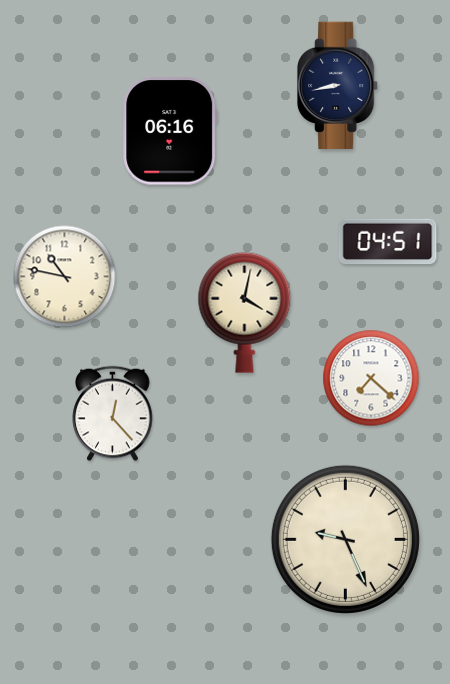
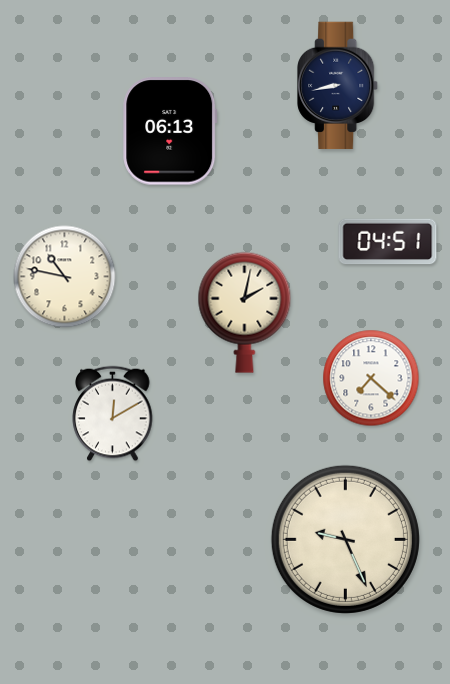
clock at (170, 131): 06:16 -> 06:13
clock at (245, 312): 4:02 -> 2:02
clock at (113, 414): 12:23 -> 12:10
